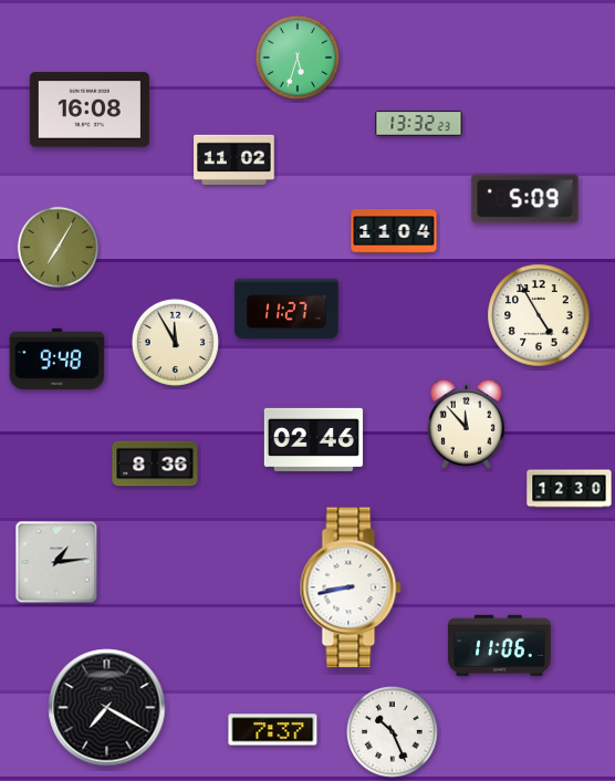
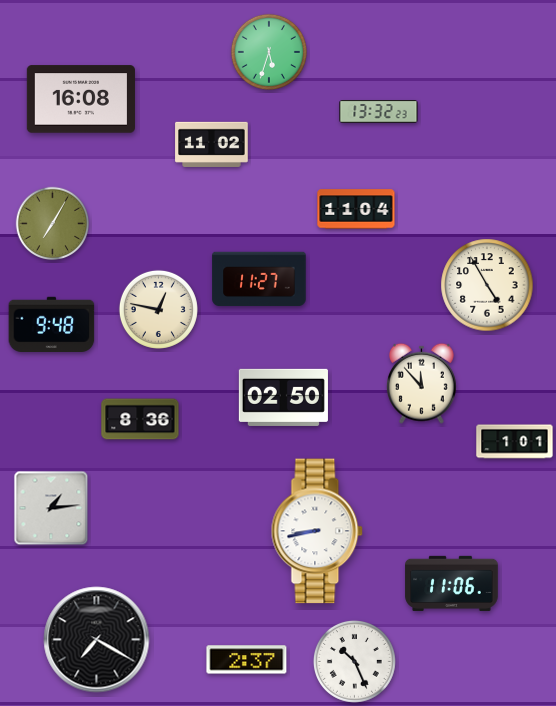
clock at (525, 199): 5:09 -> none
clock at (175, 342): 11:55 -> 12:47
clock at (313, 439): 02:46 -> 02:50
clock at (570, 489): 12:30 -> 1:01
clock at (273, 730): 7:37 -> 2:37
